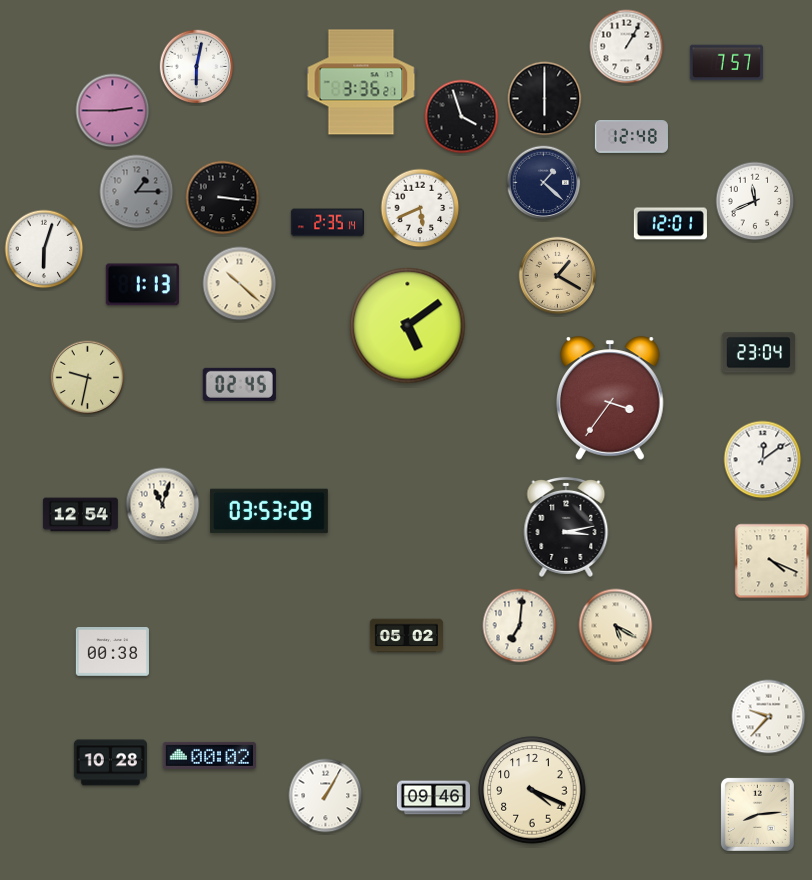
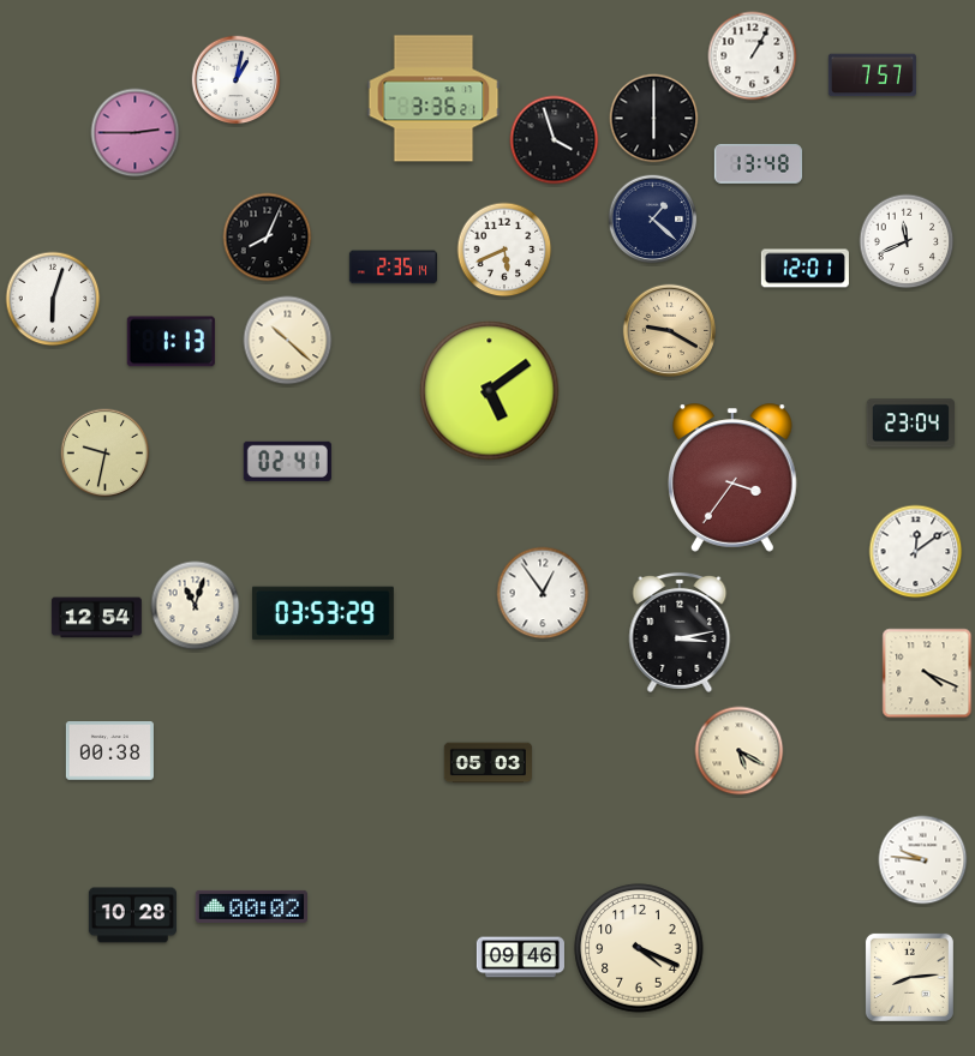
clock at (197, 67): 6:02 -> 1:02
clock at (631, 137): 12:48 -> 13:48
clock at (137, 192): 1:15 -> none
clock at (223, 198): 3:16 -> 8:04
clock at (558, 276): 1:20 -> 9:20
clock at (239, 384): 02:45 -> 02:41
clock at (543, 593): none -> 12:54
clock at (520, 626): 7:01 -> none
clock at (406, 636): 05:02 -> 05:03
clock at (112, 652) position: (112, 652) -> (109, 751)
clock at (769, 717): 9:37 -> 9:46
clock at (326, 796): 1:05 -> none
